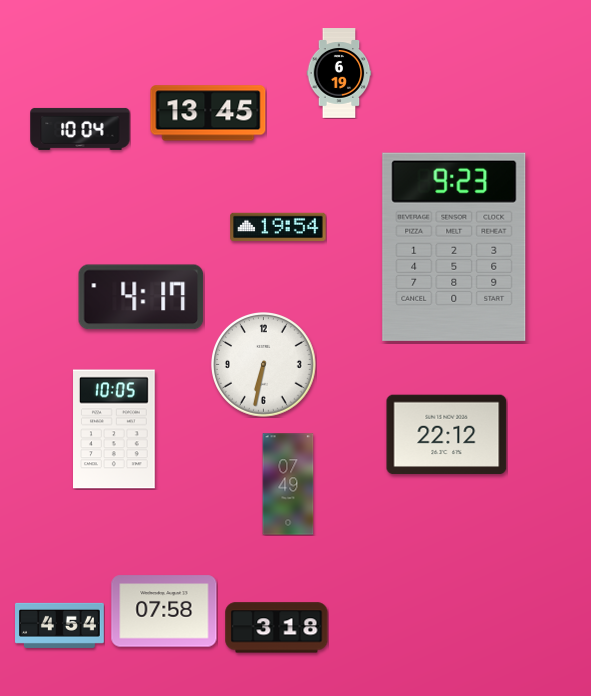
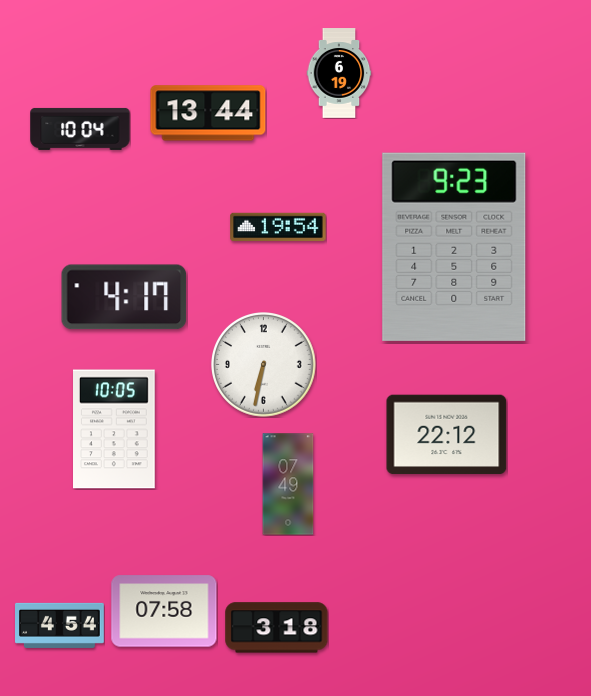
clock at (208, 113): 13:45 -> 13:44
clock at (141, 297) position: (141, 297) -> (124, 297)
